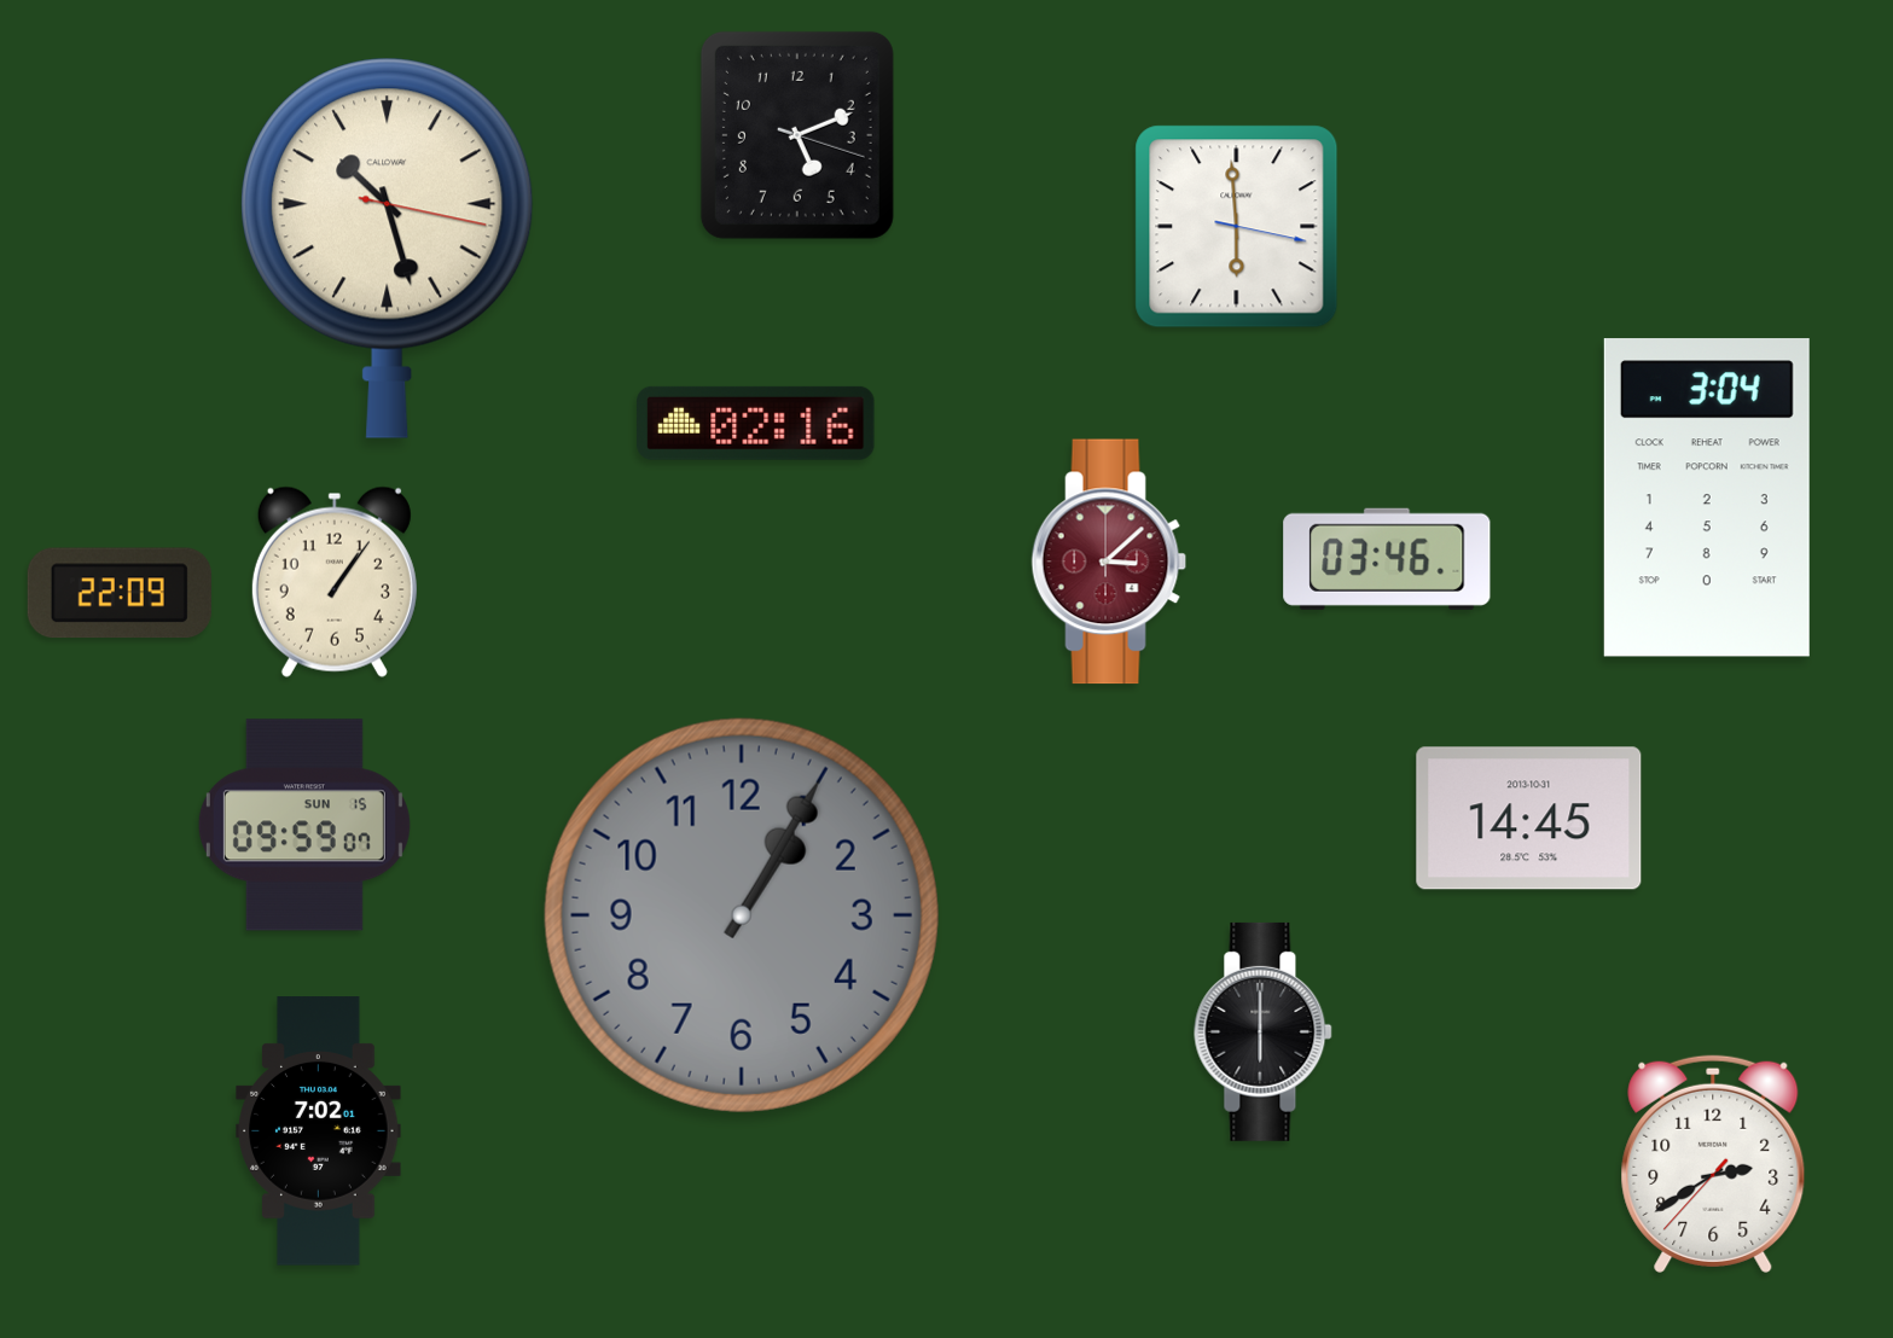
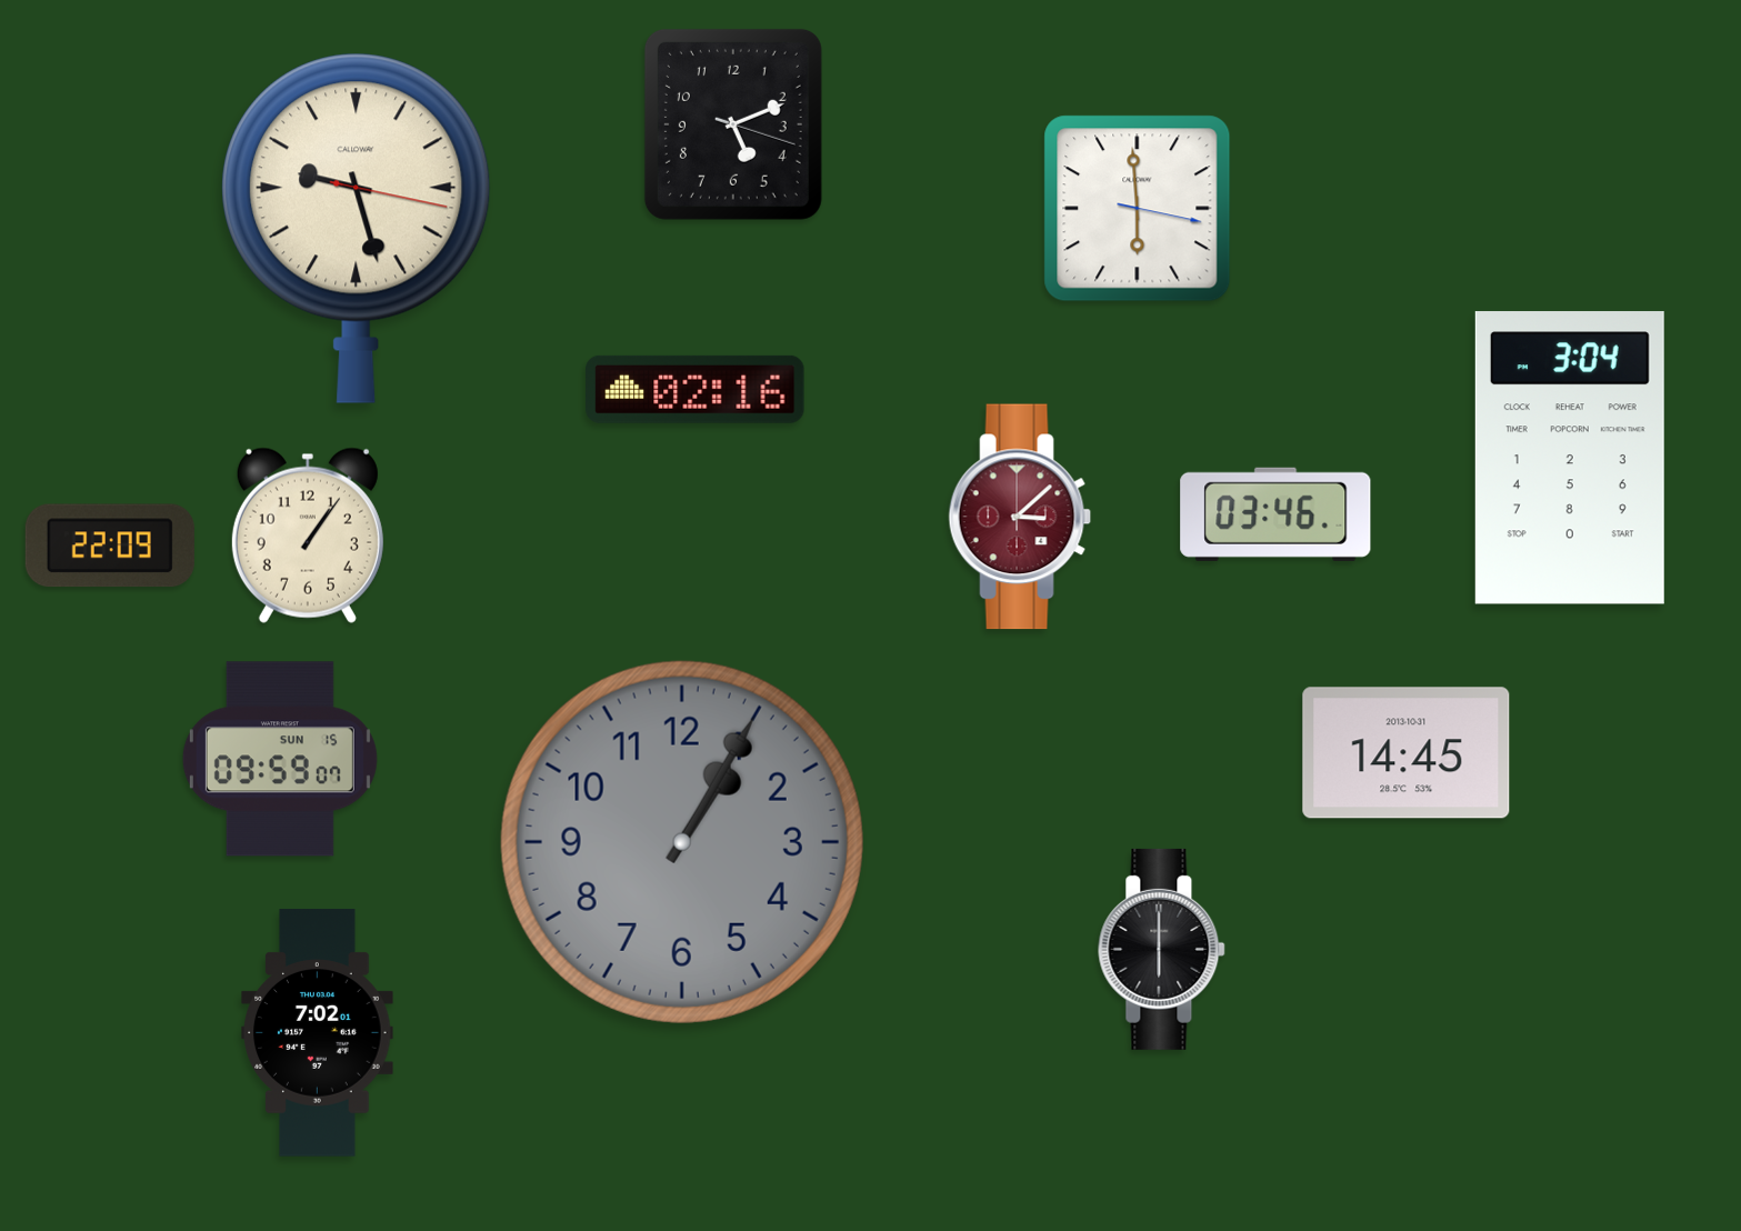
clock at (388, 248): 10:27 -> 9:27
clock at (319, 1132) position: (319, 1132) -> (318, 1033)
clock at (1713, 1164): 2:39 -> none
